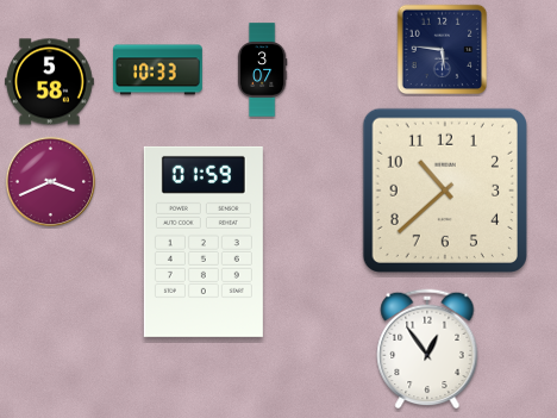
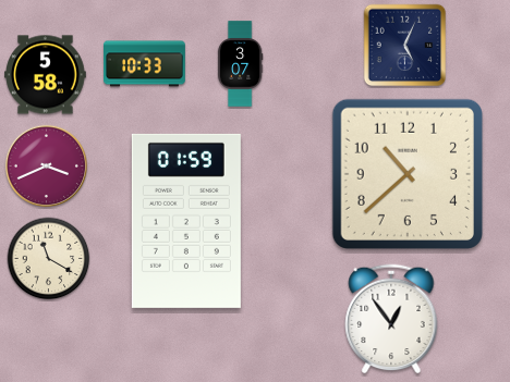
clock at (443, 50): 5:46 -> 5:04
clock at (49, 259): none -> 11:20
